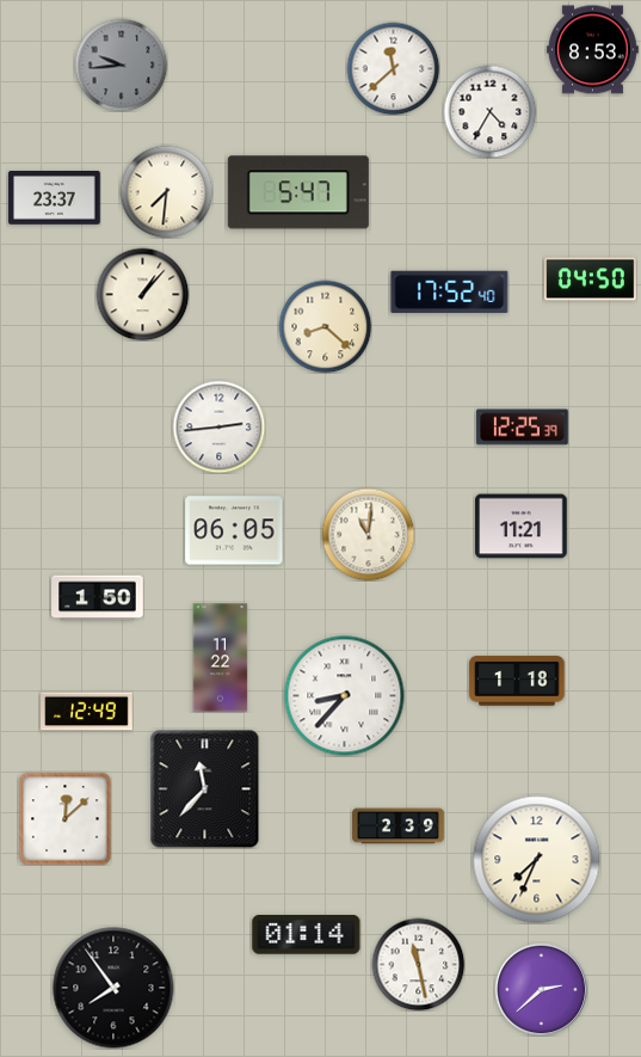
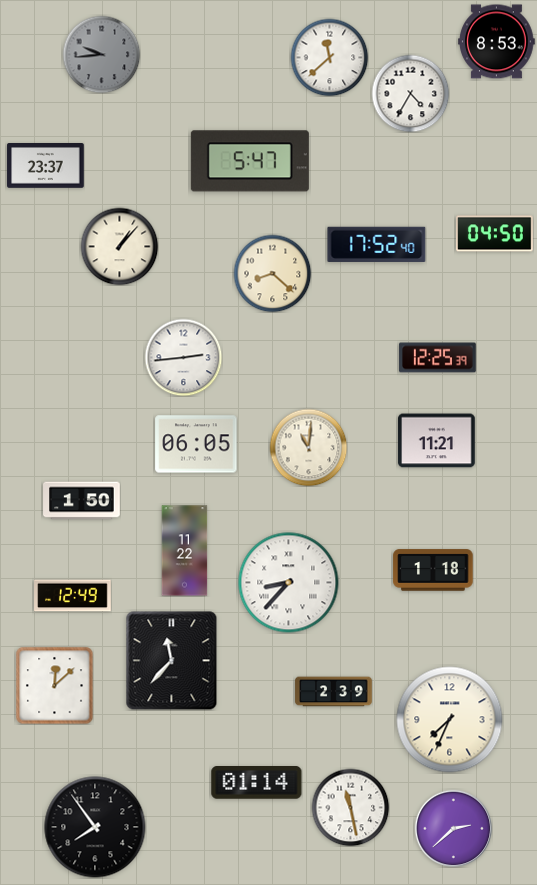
clock at (166, 191): 7:31 -> none
